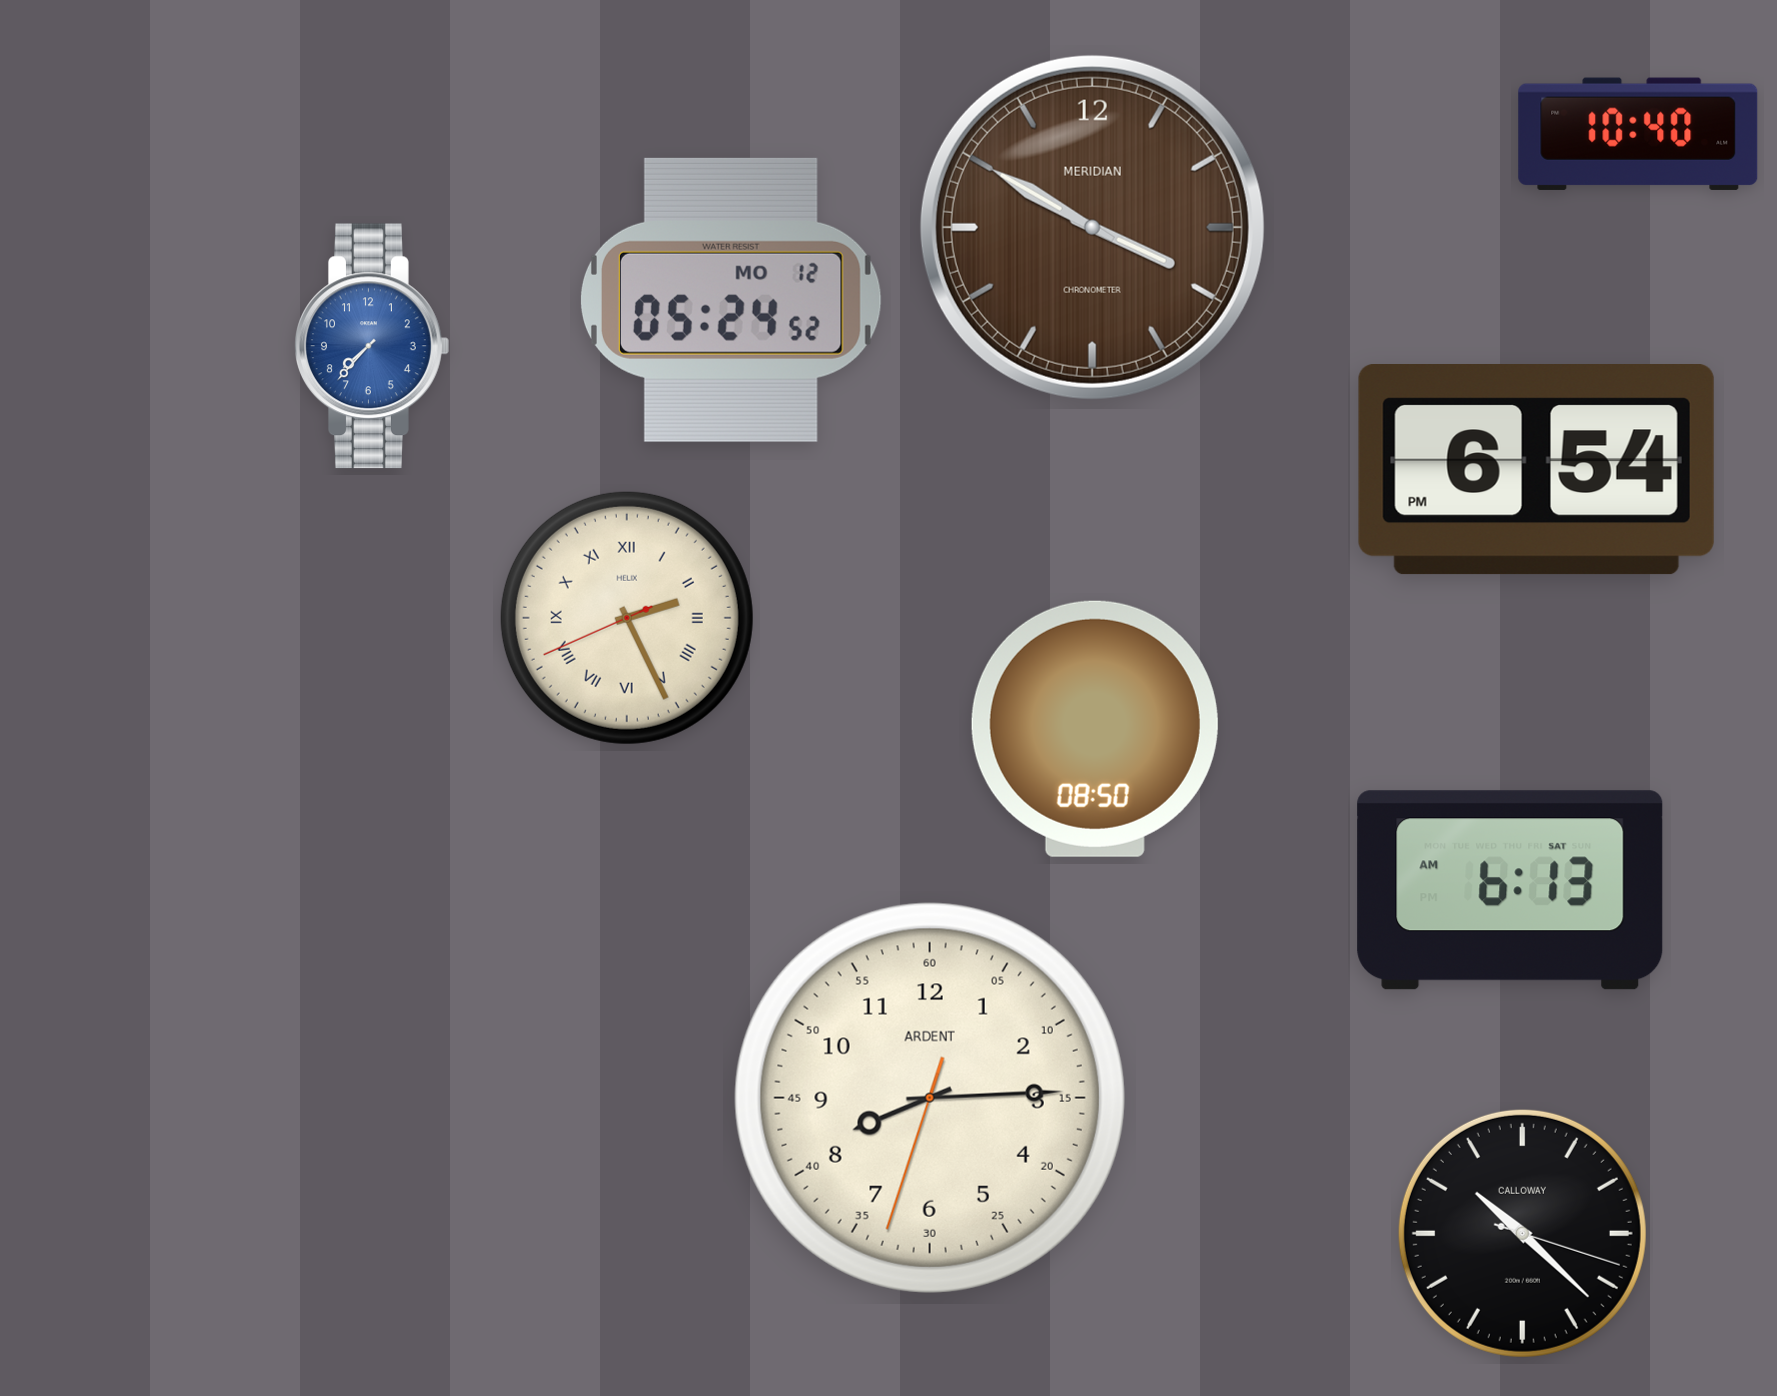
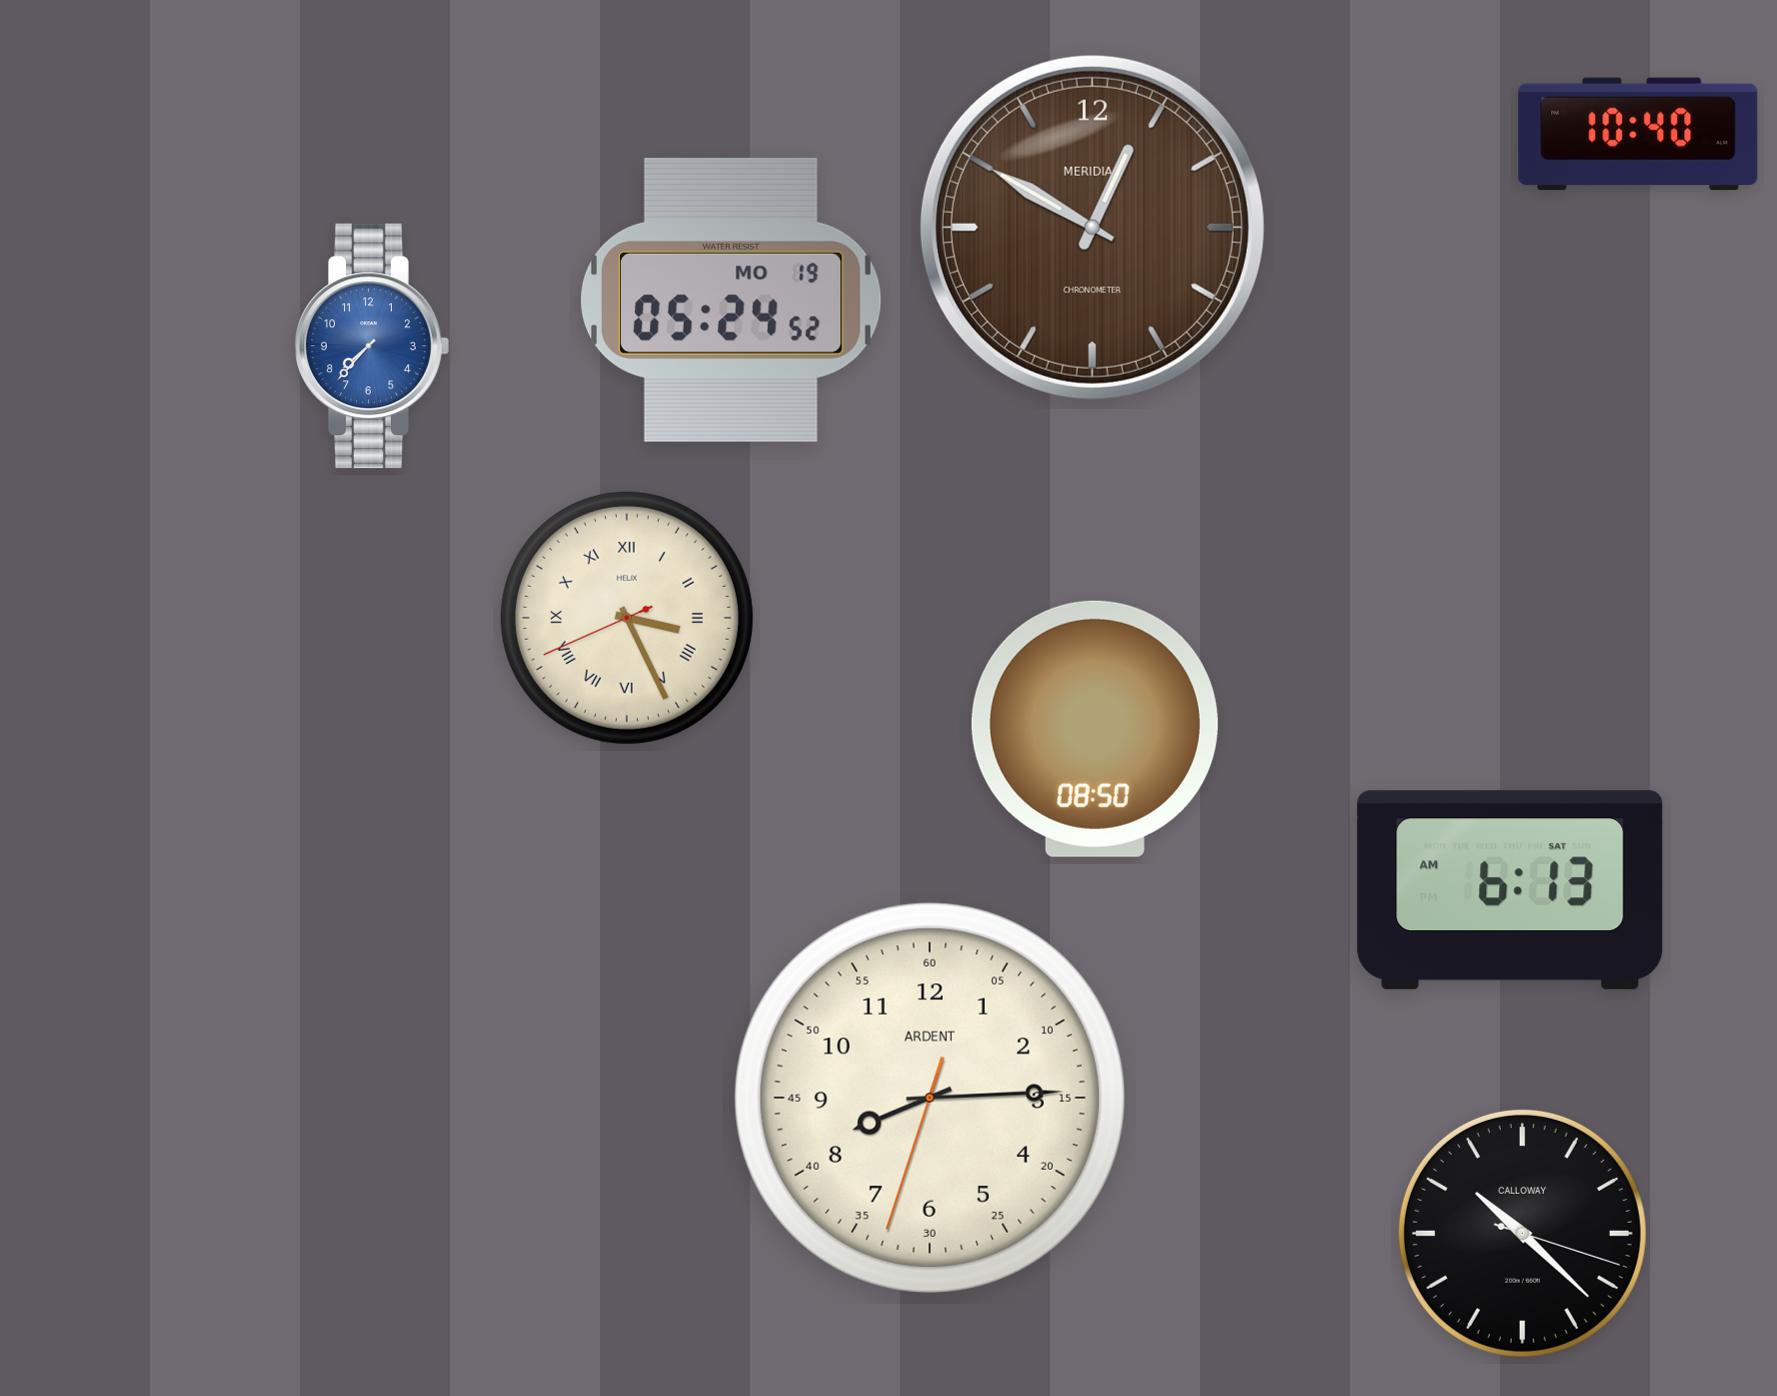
clock at (1092, 227): 3:50 -> 12:50
clock at (731, 300) date: MO 12 -> MO 19
clock at (1536, 470): 6:54 -> none
clock at (627, 618): 2:25 -> 3:25
